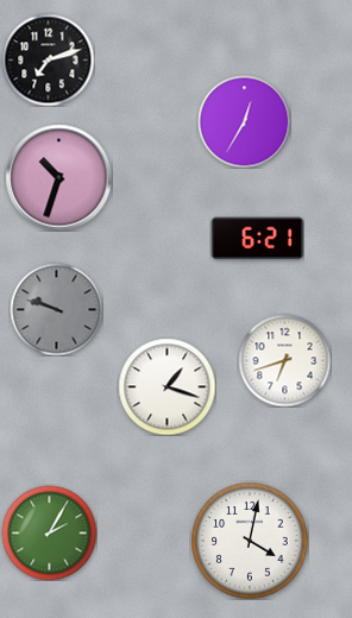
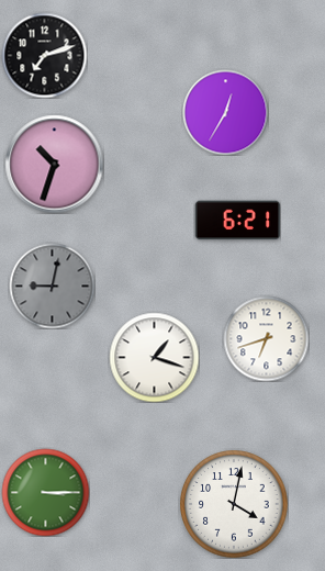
clock at (56, 309): 9:48 -> 9:02
clock at (284, 360) position: (284, 360) -> (266, 338)
clock at (49, 532): 2:05 -> 3:15
clock at (250, 541) position: (250, 541) -> (234, 504)
